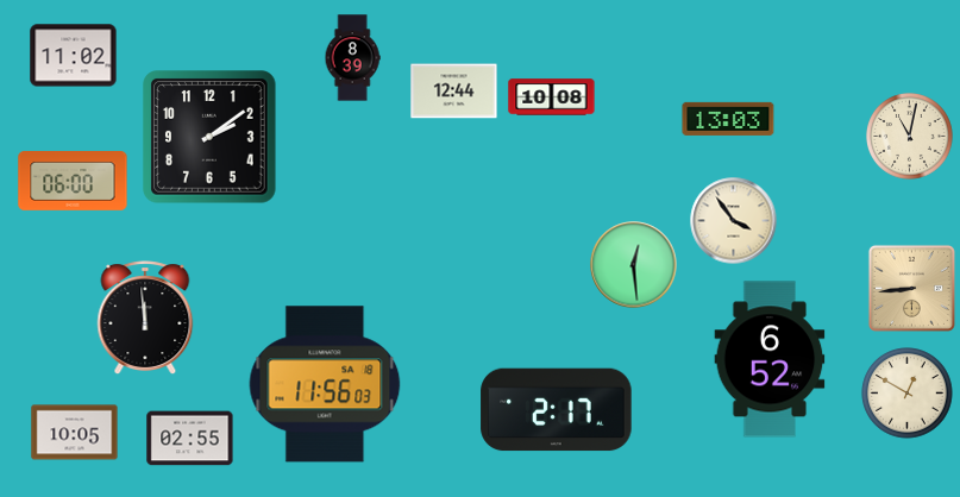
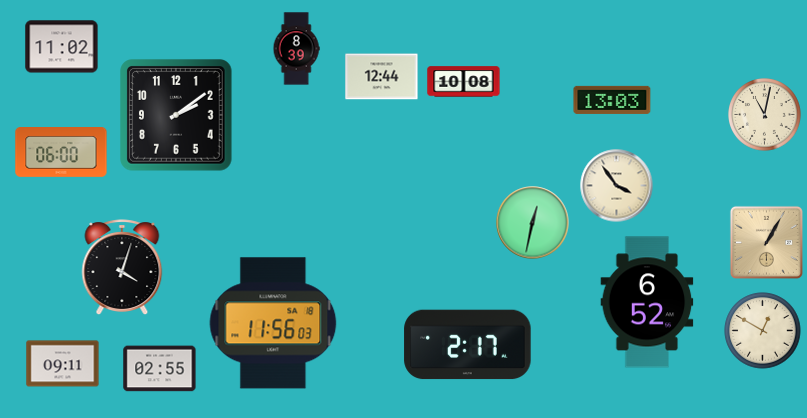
clock at (634, 265): 12:29 -> 12:32
clock at (911, 288): 8:44 -> 1:05
clock at (145, 317): 11:59 -> 4:03
clock at (75, 433): 10:05 -> 09:11
